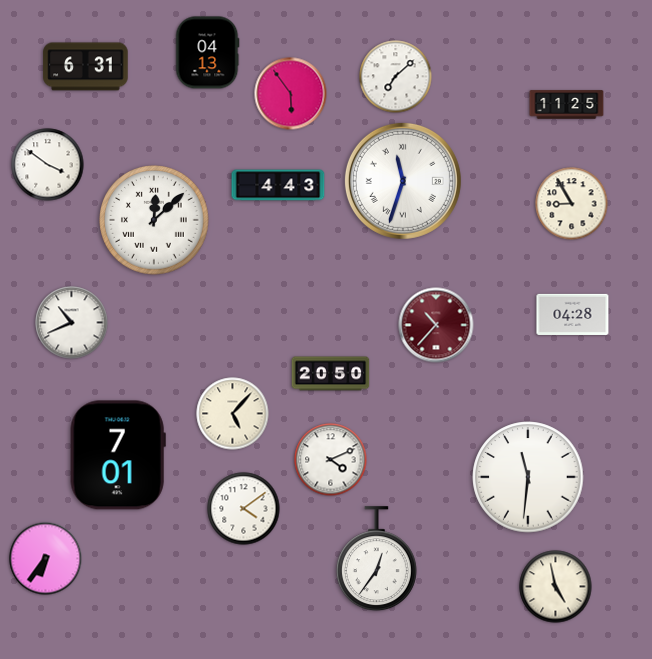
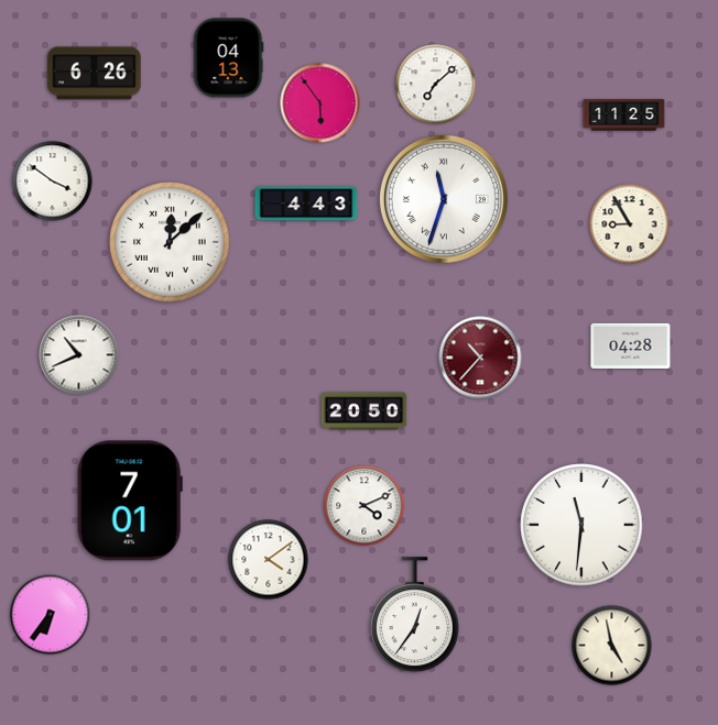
clock at (86, 67): 6:31 -> 6:26
clock at (233, 414): 5:07 -> none
